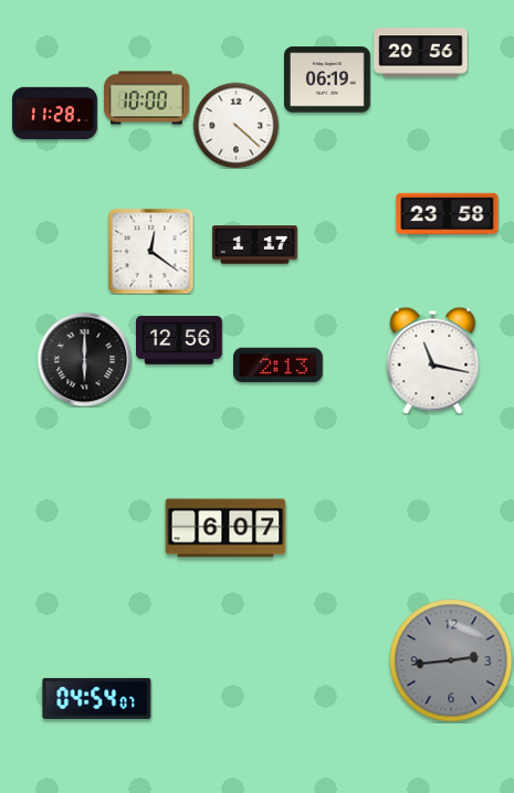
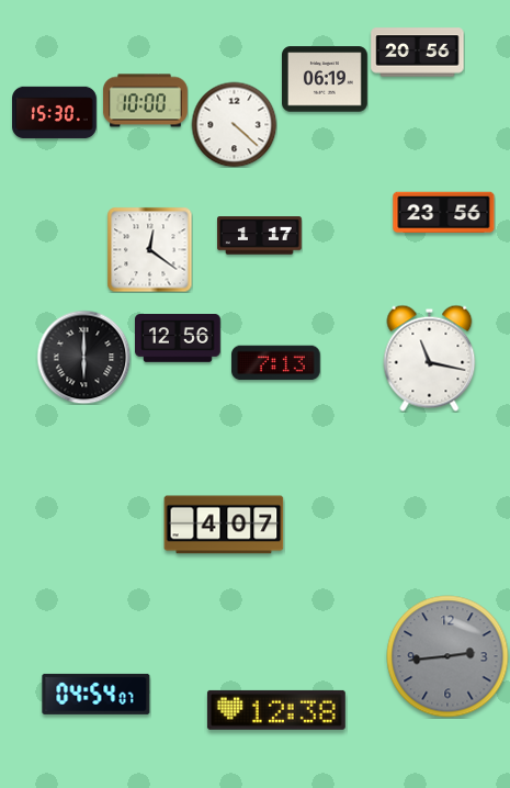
clock at (147, 98) position: (147, 98) -> (146, 101)
clock at (55, 114): 11:28 -> 15:30
clock at (448, 214): 23:58 -> 23:56
clock at (255, 245) position: (255, 245) -> (260, 236)
clock at (279, 366): 2:13 -> 7:13
clock at (225, 528): 6:07 -> 4:07
clock at (276, 710): none -> 12:38
